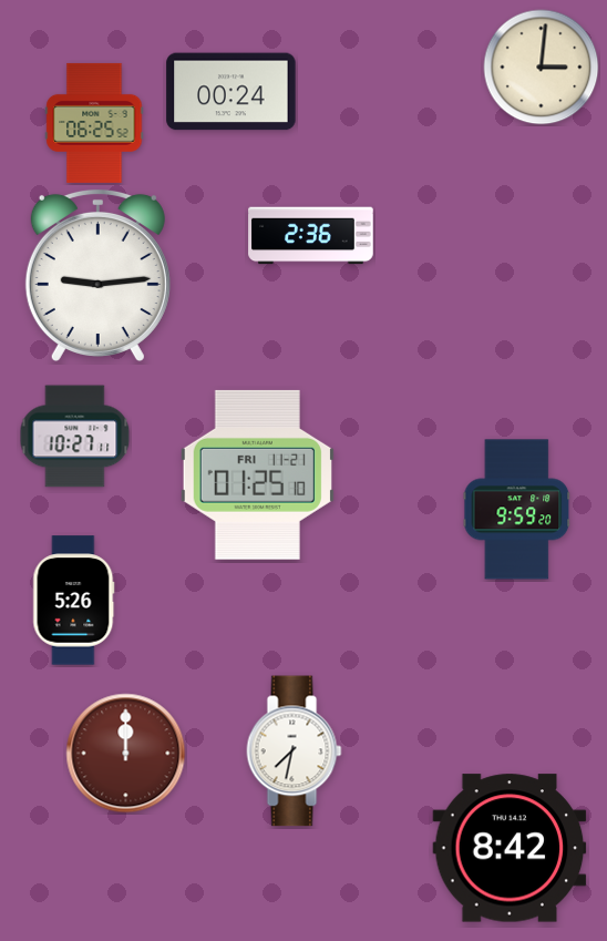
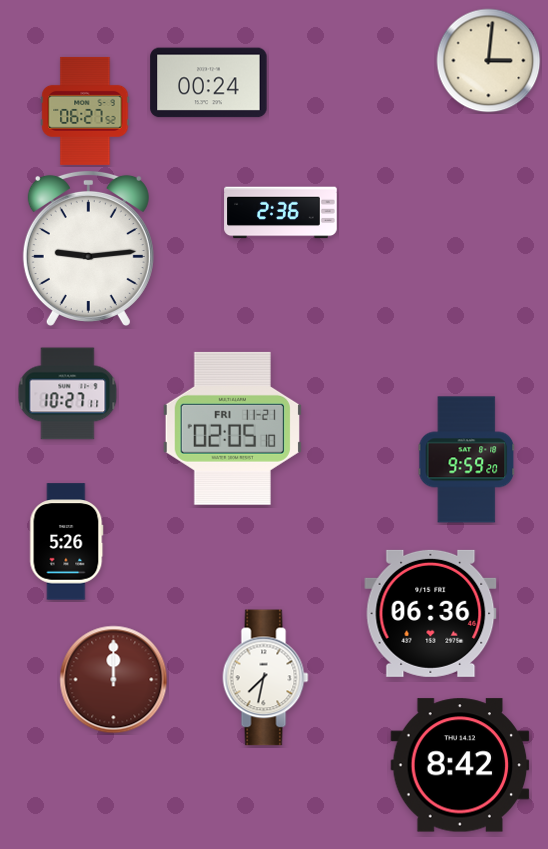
clock at (94, 123): 06:25 -> 06:27
clock at (257, 474): 01:25 -> 02:05
clock at (431, 613): none -> 06:36
